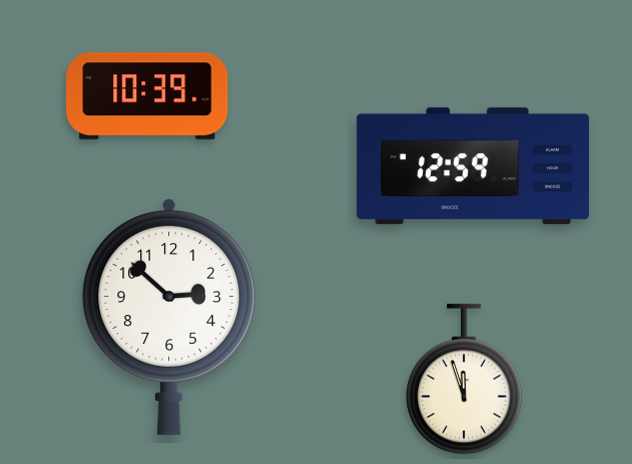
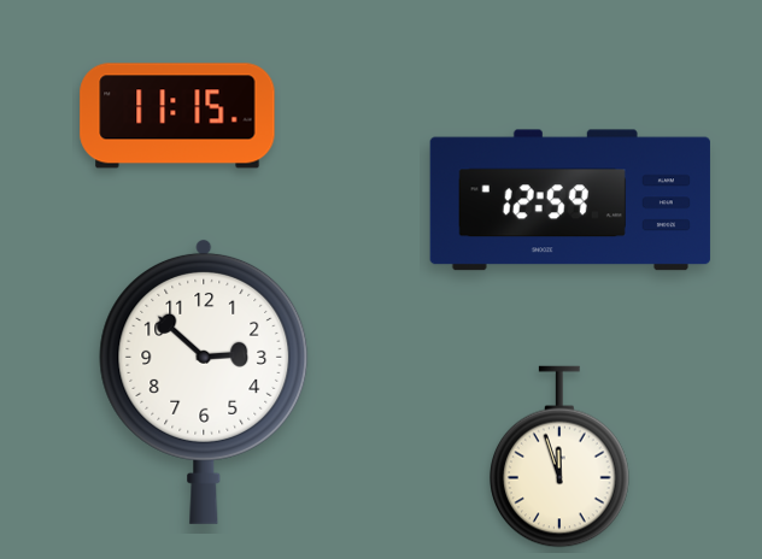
clock at (147, 96): 10:39 -> 11:15
